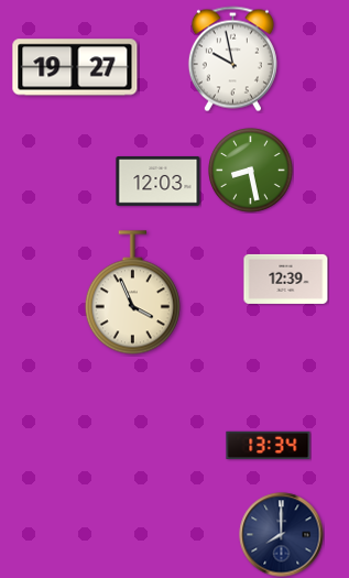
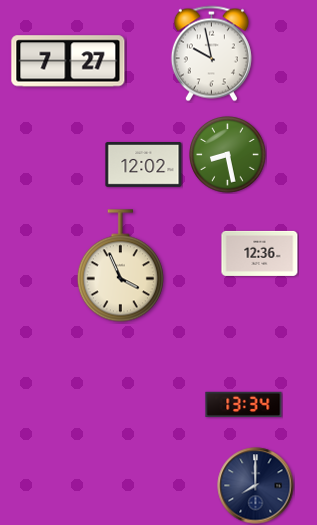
clock at (75, 67): 19:27 -> 7:27
clock at (159, 182): 12:03 -> 12:02
clock at (286, 279): 12:39 -> 12:36
